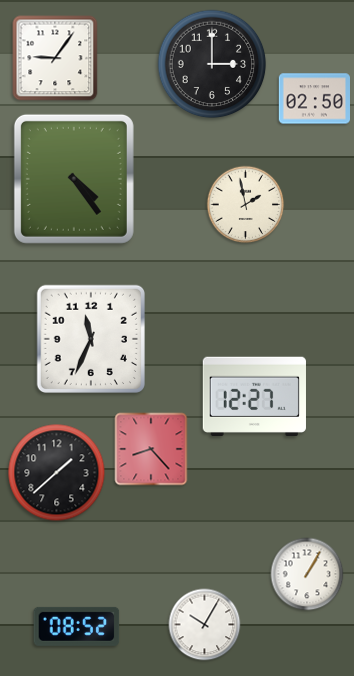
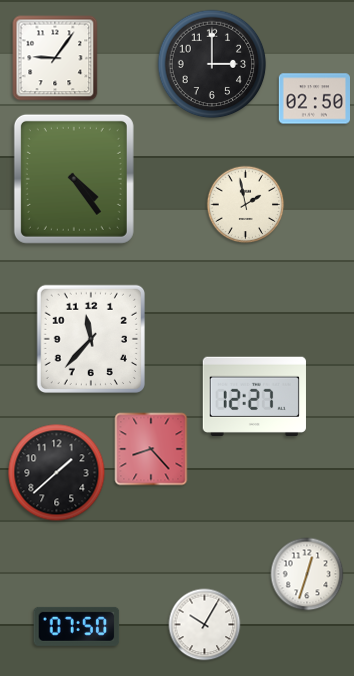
clock at (91, 339): 11:34 -> 11:37
clock at (307, 574): 1:05 -> 12:33
clock at (77, 626): 08:52 -> 07:50
